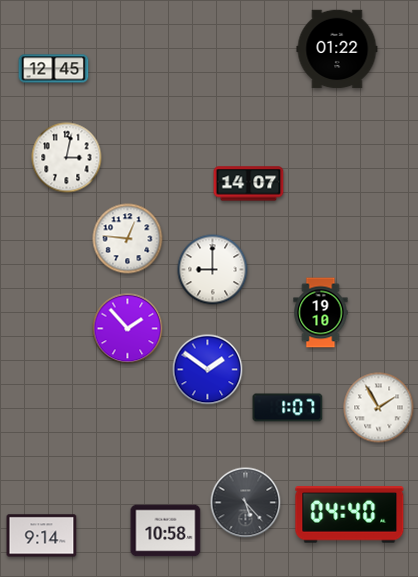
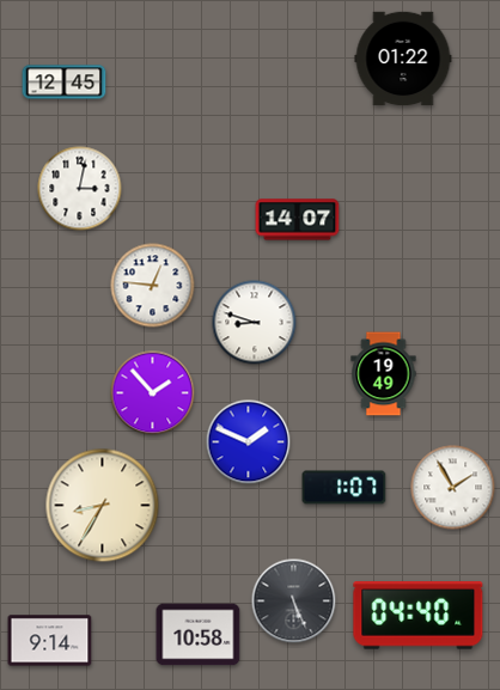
clock at (213, 270): 9:00 -> 8:48
clock at (321, 313): 19:10 -> 19:49
clock at (208, 370): 1:51 -> 1:49
clock at (103, 506): none -> 8:35
clock at (246, 503): 5:23 -> 5:26
